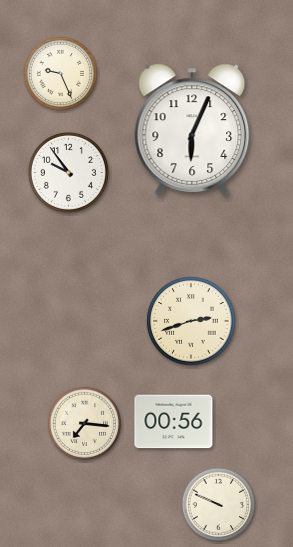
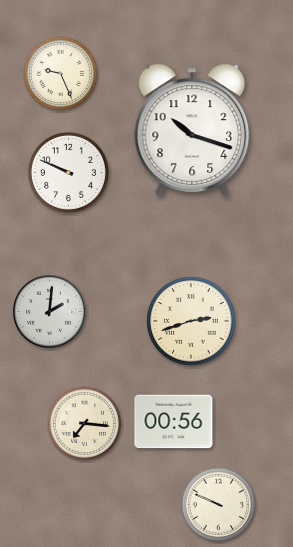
clock at (192, 130): 6:04 -> 10:18
clock at (68, 172): 9:54 -> 9:49
clock at (50, 312): none -> 2:01
